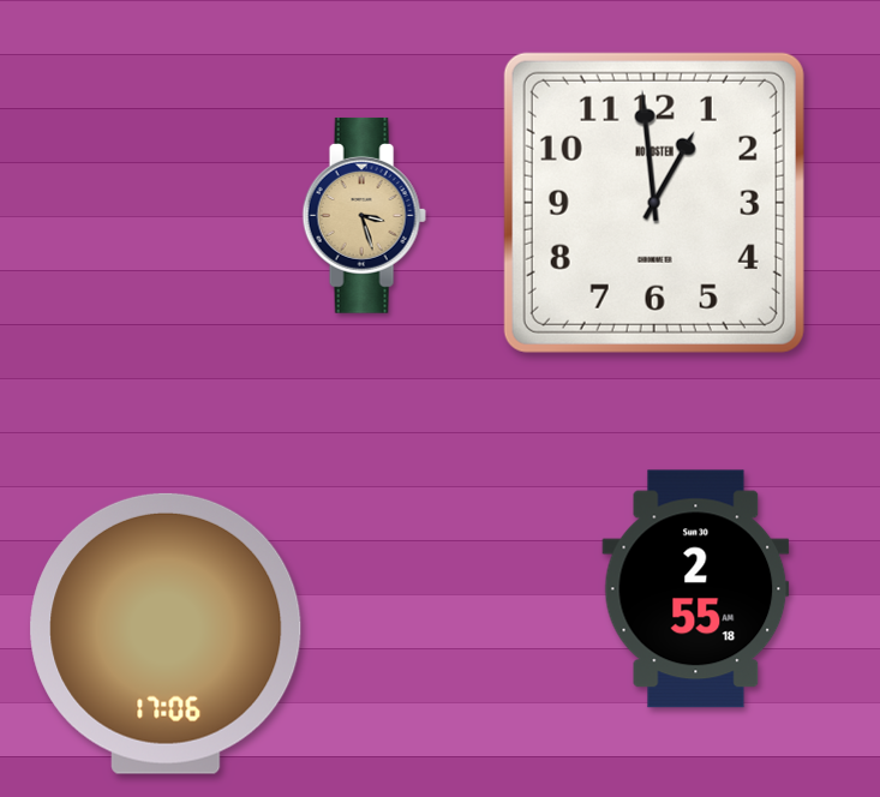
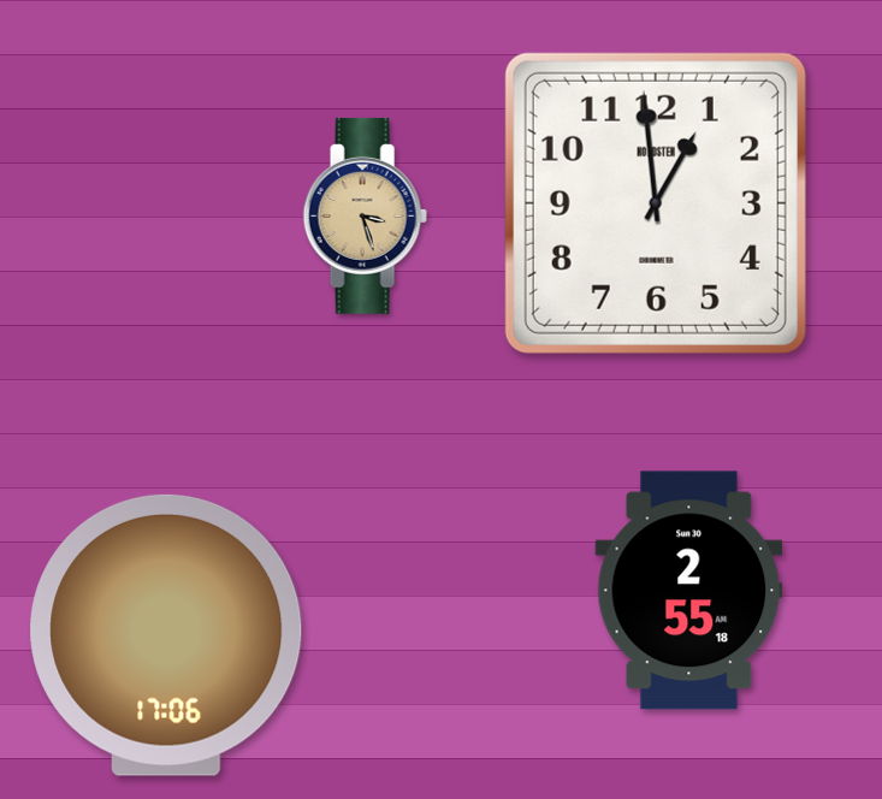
clock at (696, 589) position: (696, 589) -> (689, 591)
